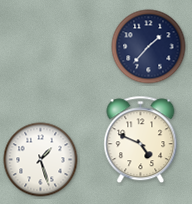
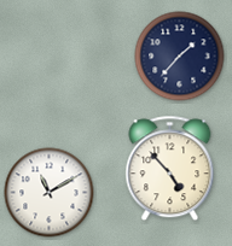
clock at (141, 140): 4:49 -> 4:53
clock at (41, 160): 1:27 -> 11:10
